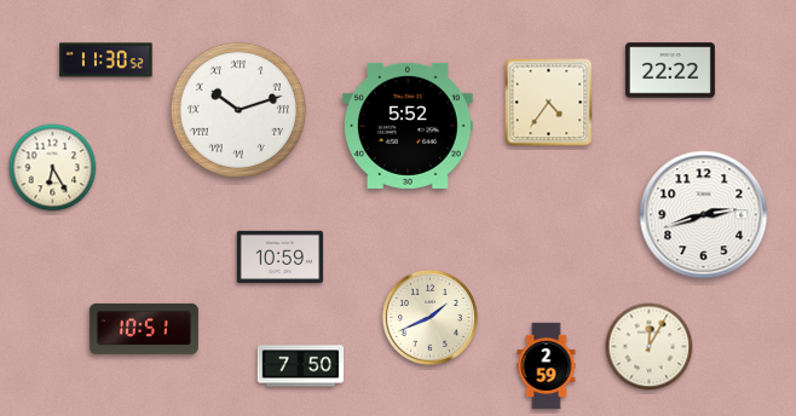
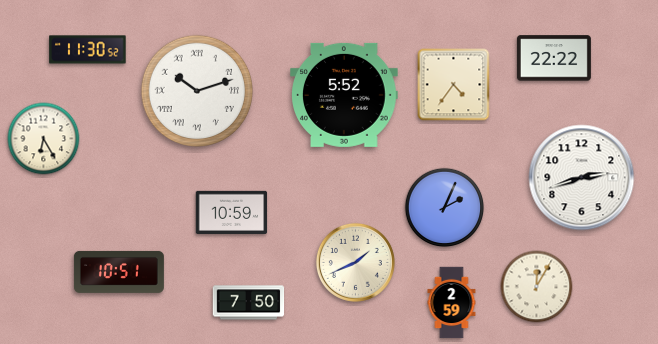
clock at (409, 126) position: (409, 126) -> (345, 95)
clock at (445, 208): none -> 2:04
